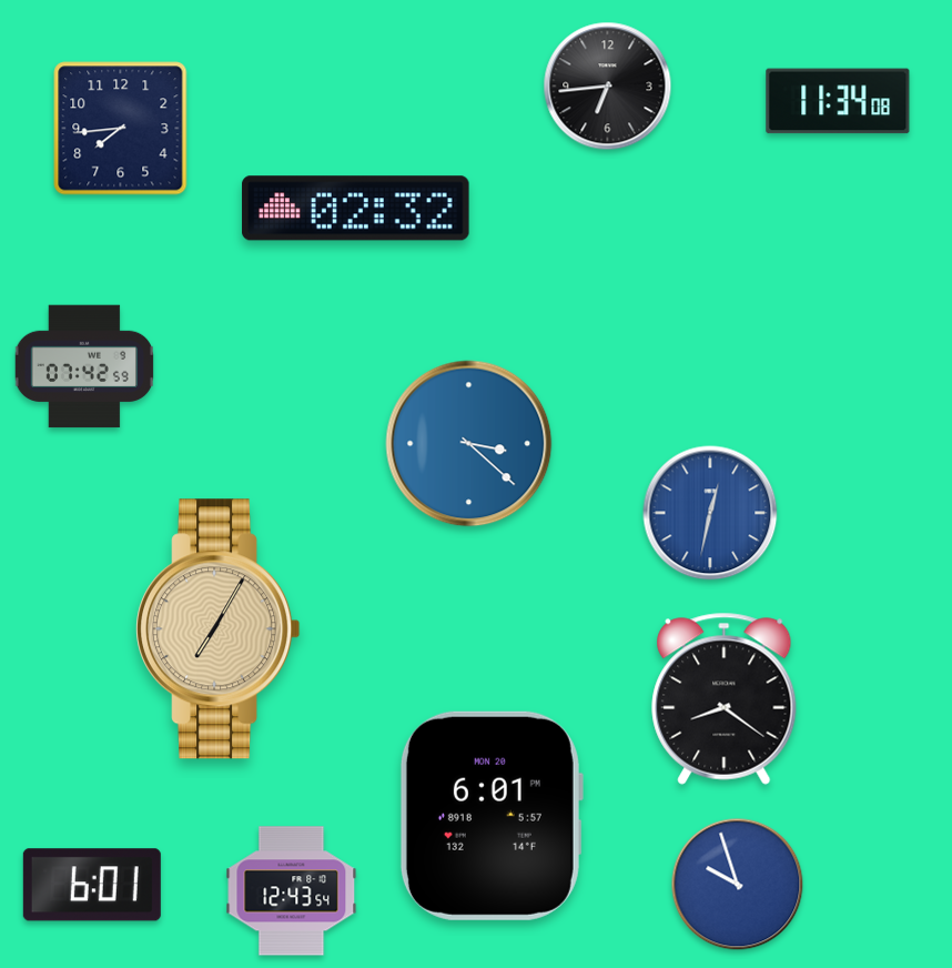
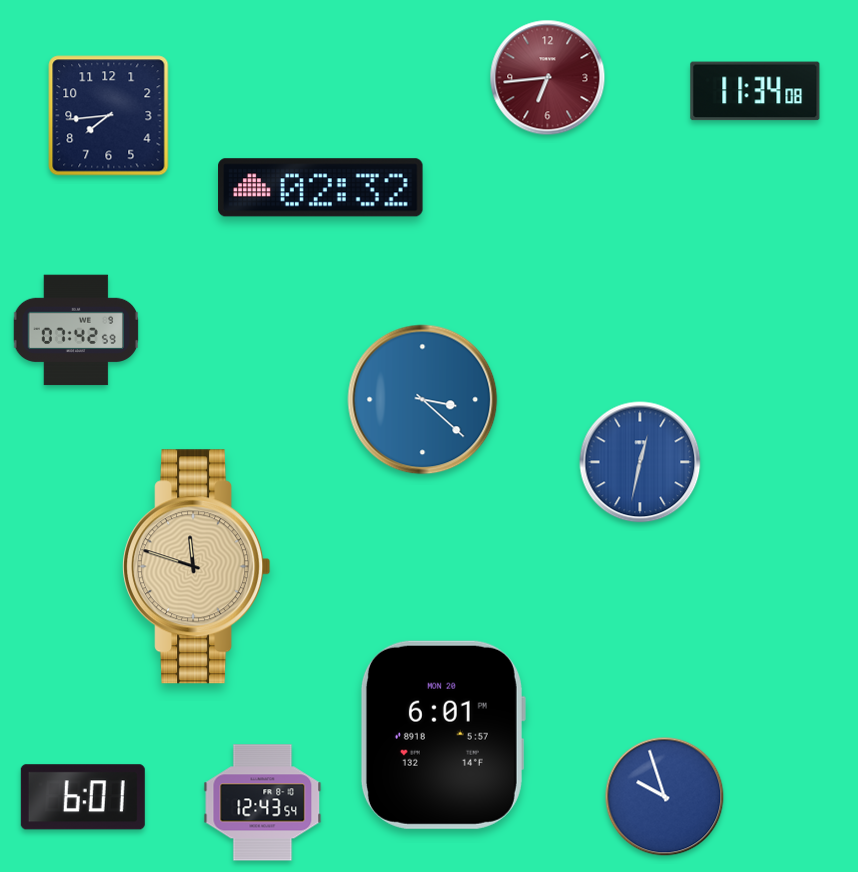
clock at (608, 87) dial: black -> burgundy
clock at (219, 629): 7:05 -> 11:48
clock at (725, 698): 8:21 -> none
